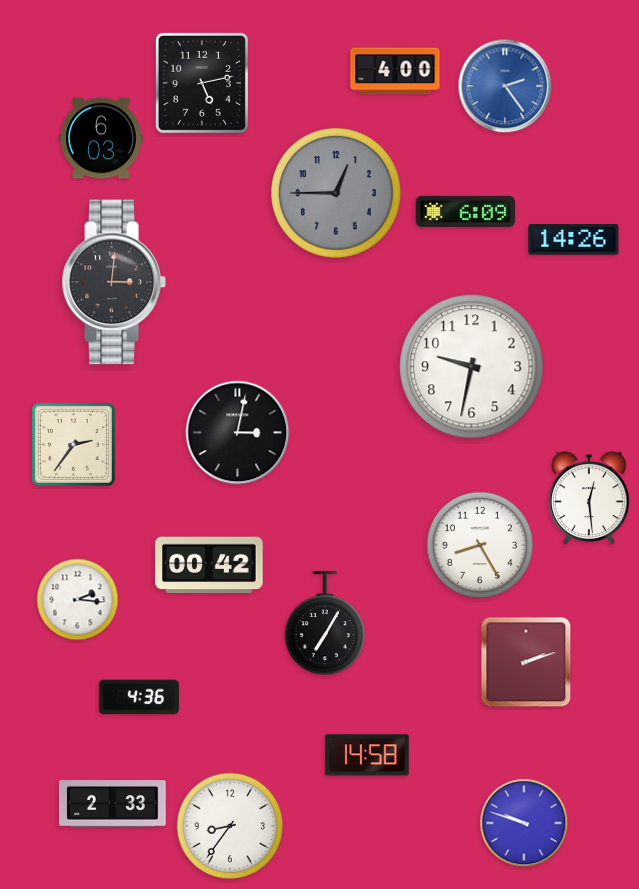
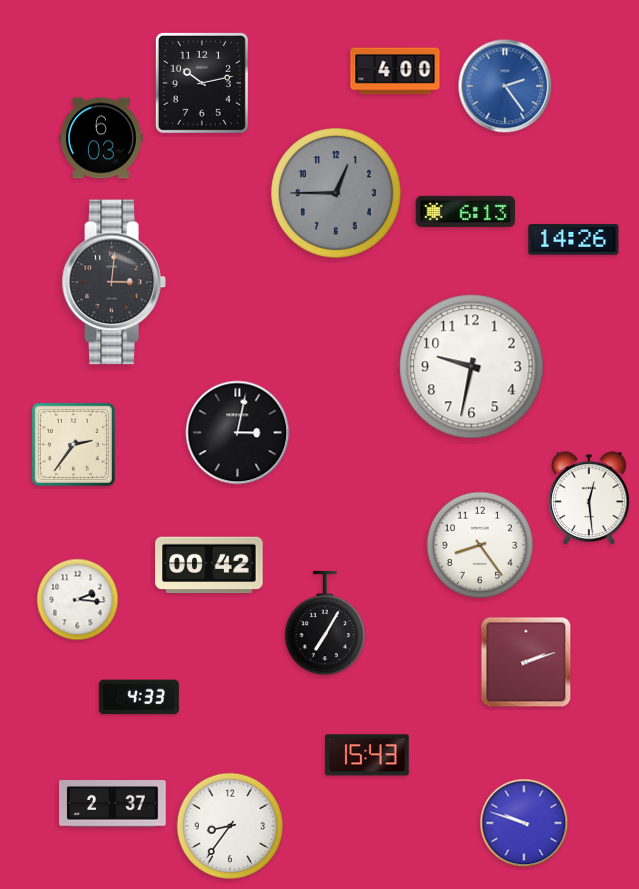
clock at (202, 83): 5:13 -> 10:13
clock at (466, 211): 6:09 -> 6:13
clock at (480, 545): 8:25 -> 8:24
clock at (139, 697): 4:36 -> 4:33
clock at (367, 755): 14:58 -> 15:43
clock at (113, 804): 2:33 -> 2:37
